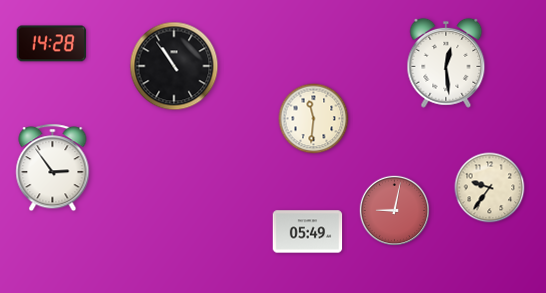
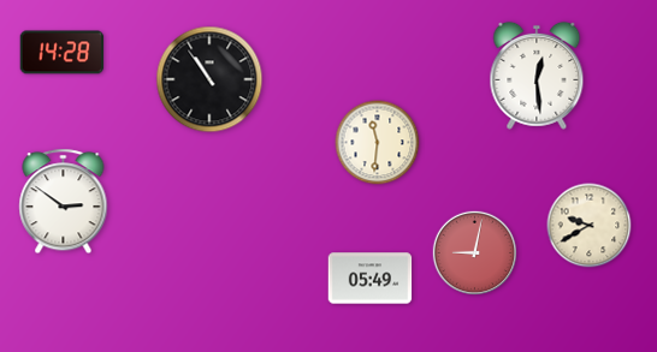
clock at (53, 168): 2:54 -> 2:51
clock at (490, 188): 9:36 -> 9:40
